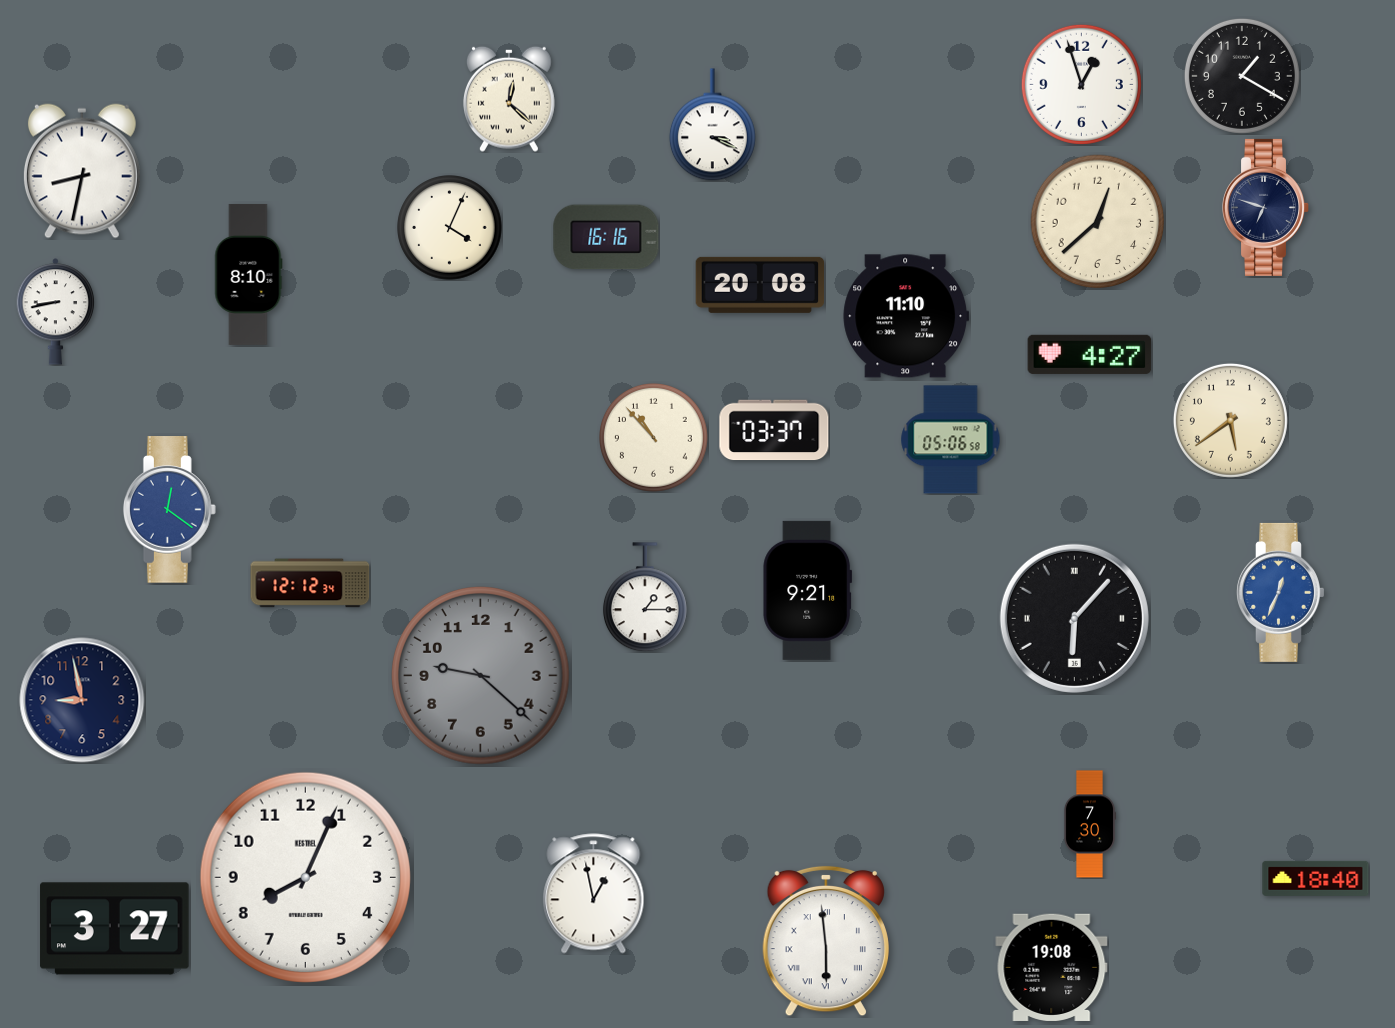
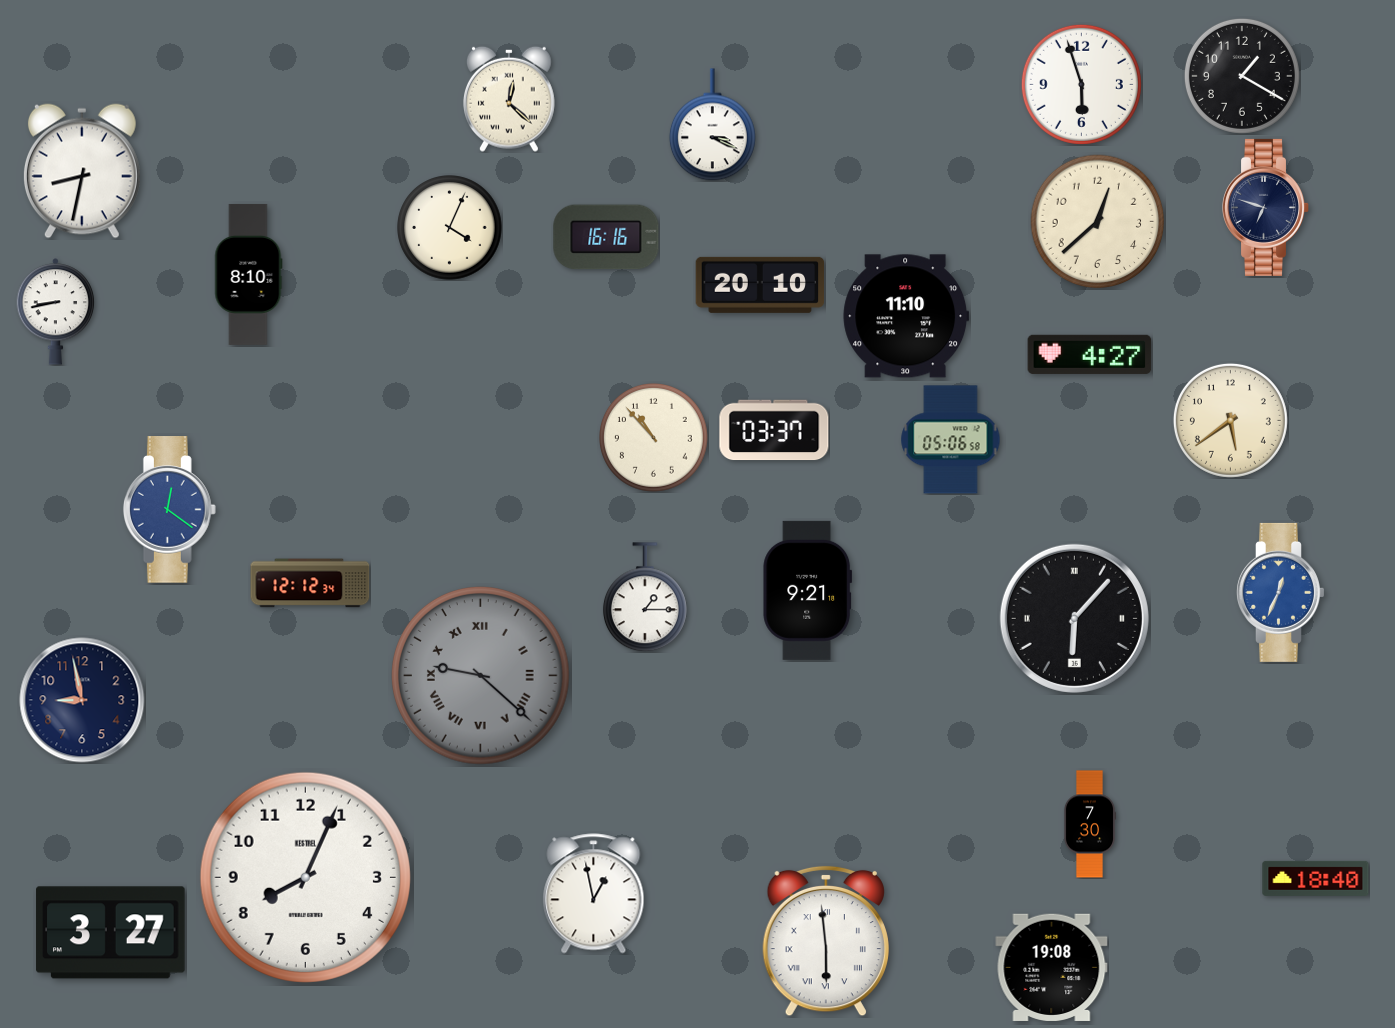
clock at (1081, 84): 12:57 -> 5:57
clock at (760, 285): 20:08 -> 20:10
clock at (481, 676) numerals: Arabic -> Roman
clock at (115, 929) position: (115, 929) -> (111, 933)
